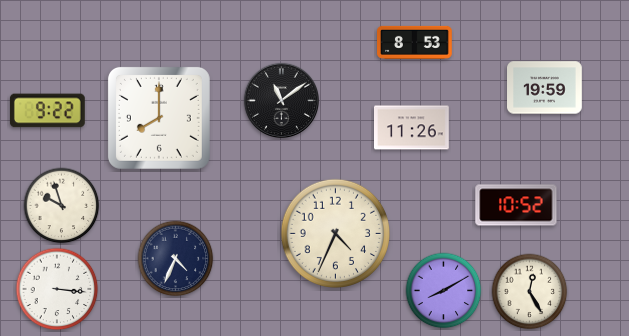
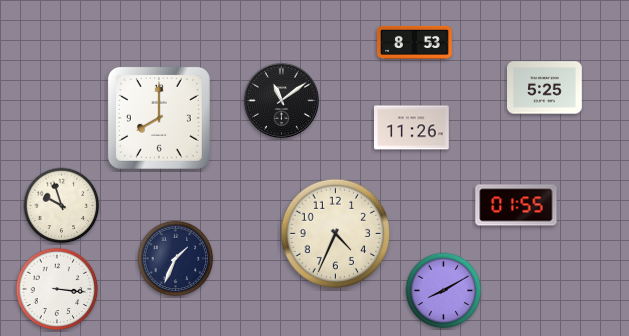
clock at (545, 88): 19:59 -> 5:25
clock at (47, 111): 9:22 -> none
clock at (516, 205): 10:52 -> 01:55
clock at (176, 259): 4:34 -> 1:34
clock at (530, 292): 12:25 -> none
